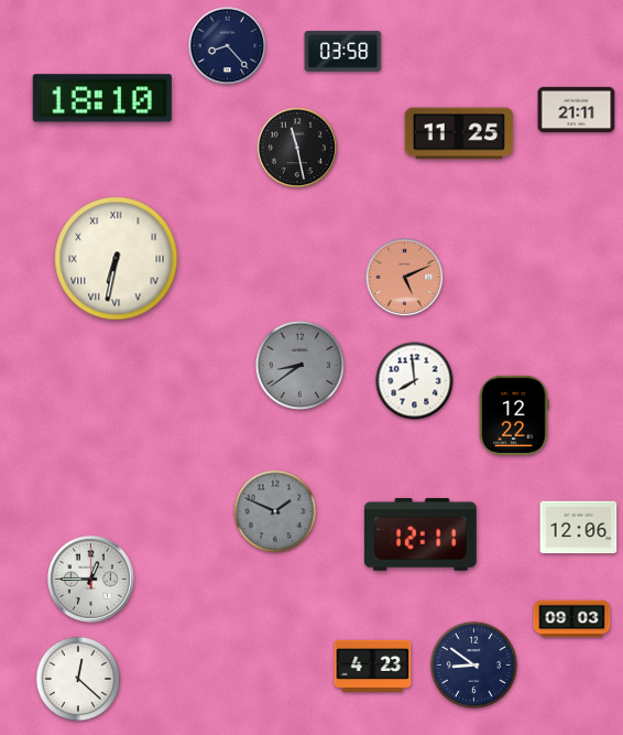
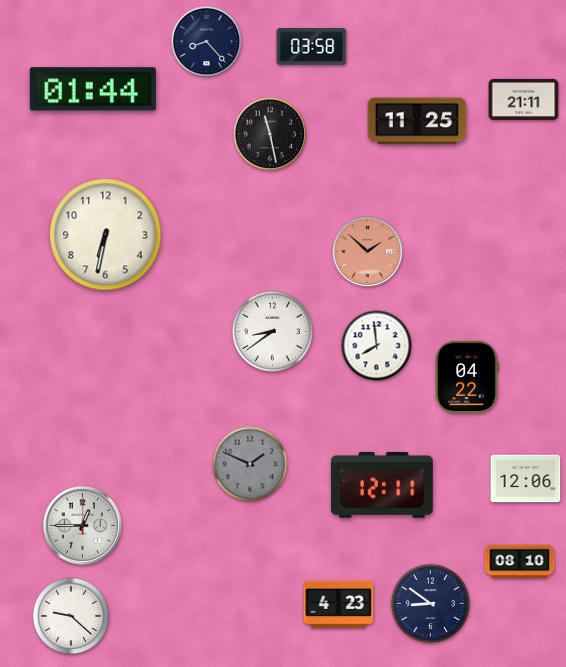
clock at (102, 98): 18:10 -> 01:44
clock at (117, 259) numerals: Roman -> Arabic
clock at (405, 278): 5:11 -> 1:52
clock at (299, 365) dial: grey -> white
clock at (514, 414): 12:22 -> 04:22
clock at (572, 619): 09:03 -> 08:10
clock at (78, 679): 12:22 -> 9:22
